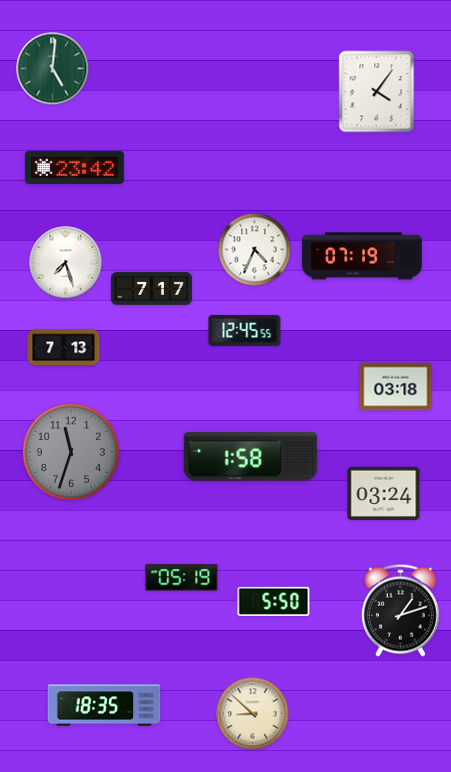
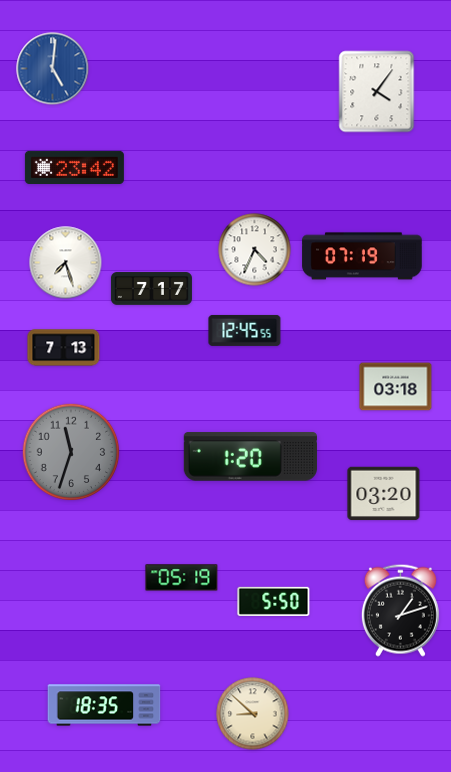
clock at (53, 69) dial: green -> blue
clock at (250, 457): 1:58 -> 1:20
clock at (384, 494): 03:24 -> 03:20
